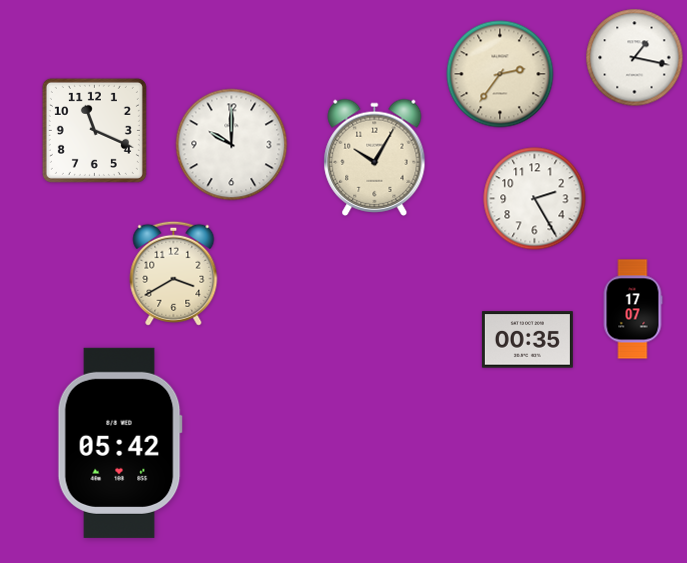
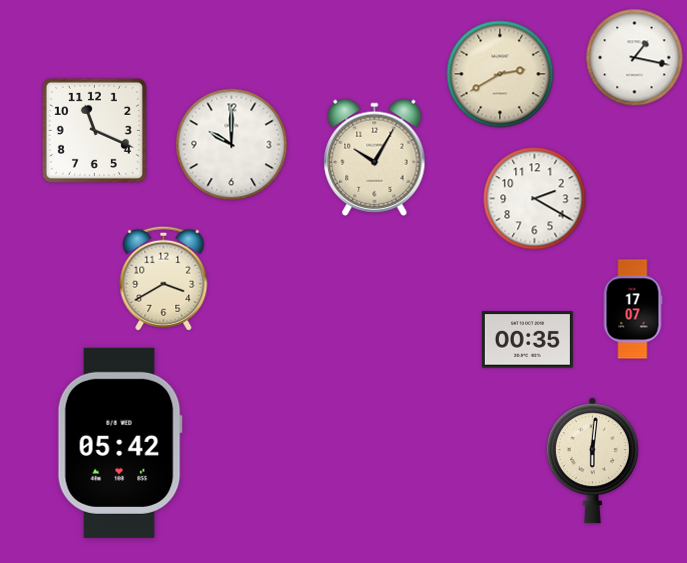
clock at (500, 74): 2:36 -> 2:40
clock at (535, 199): 2:25 -> 2:20
clock at (174, 273) position: (174, 273) -> (164, 278)
clock at (592, 461): none -> 6:01
